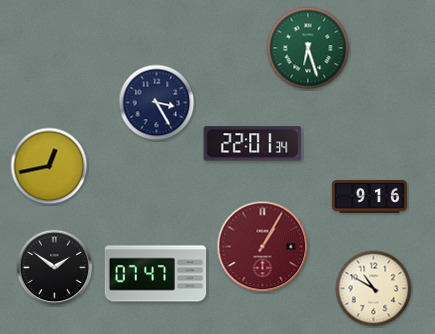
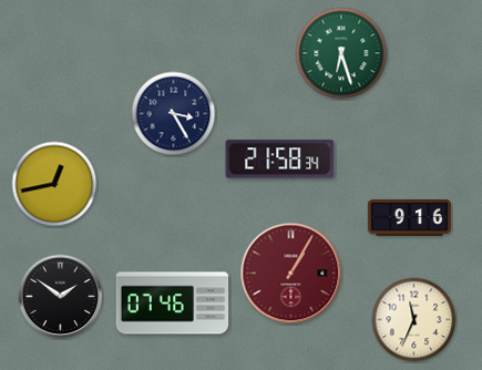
clock at (253, 144): 22:01 -> 21:58
clock at (156, 274): 07:47 -> 07:46
clock at (374, 289): 10:50 -> 11:34
